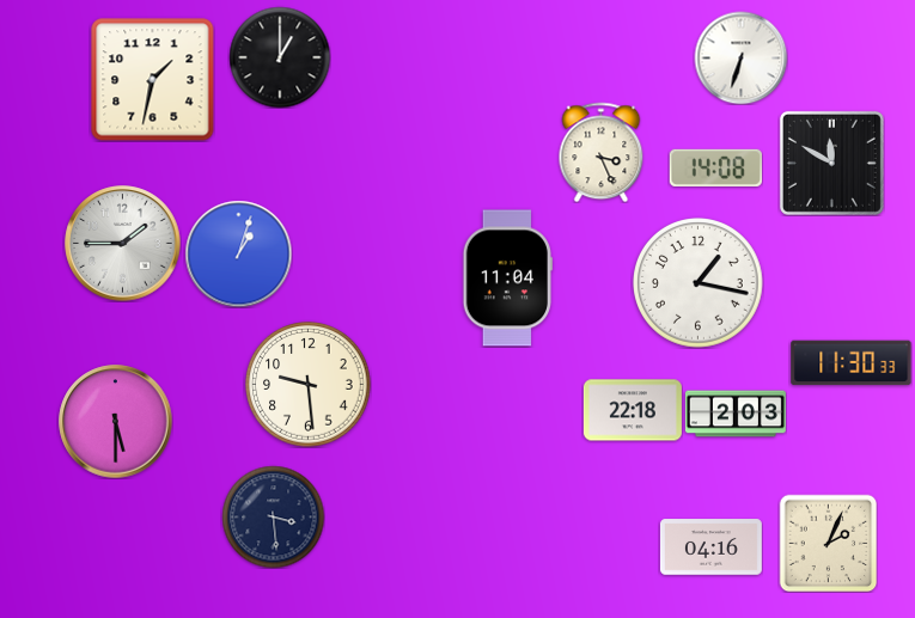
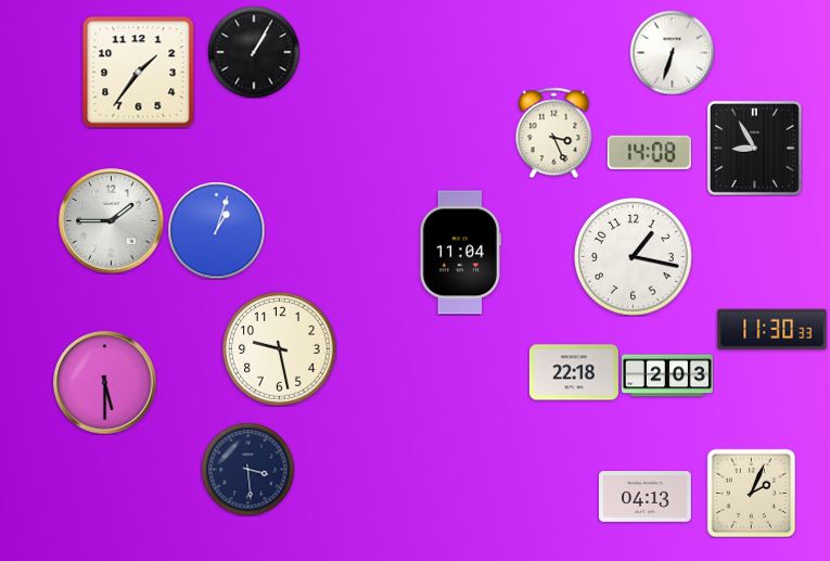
clock at (280, 57): 1:00 -> 1:05
clock at (153, 80): 1:32 -> 1:36
clock at (602, 152) position: (602, 152) -> (554, 132)
clock at (831, 163): 11:50 -> 8:55
clock at (309, 385): 9:29 -> 9:28
clock at (710, 547): 04:16 -> 04:13
